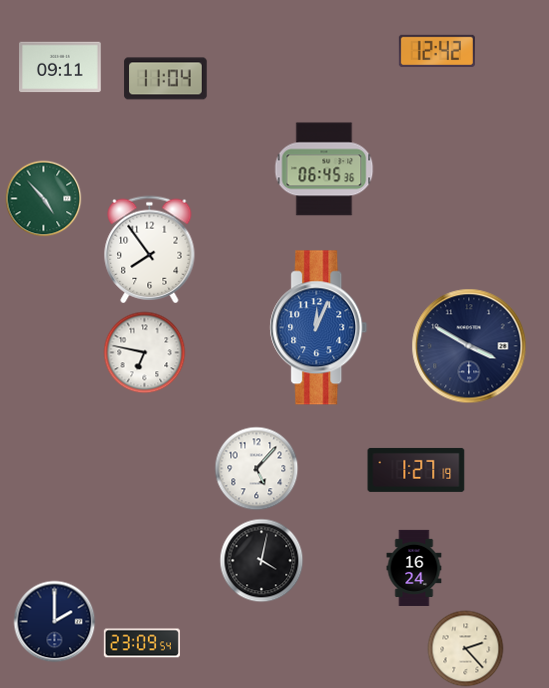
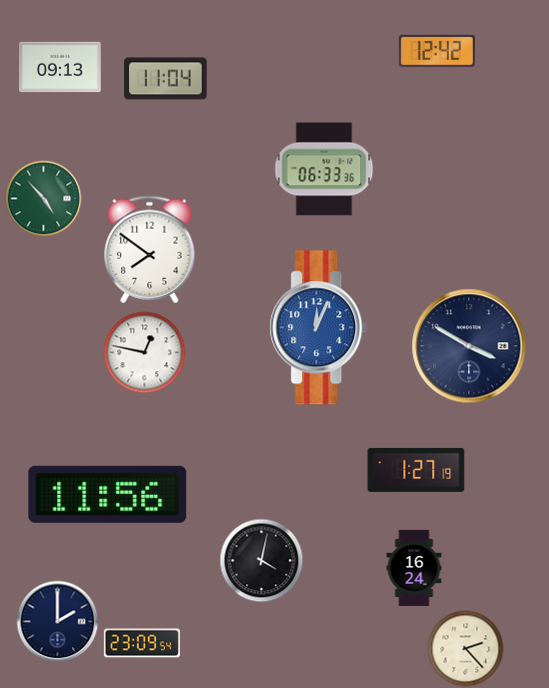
clock at (60, 67): 09:11 -> 09:13
clock at (324, 169): 06:45 -> 06:33
clock at (150, 250): 7:54 -> 7:51
clock at (145, 353): 6:47 -> 12:47
clock at (257, 469): 5:07 -> none
clock at (108, 494): none -> 11:56
clock at (55, 622) position: (55, 622) -> (58, 622)
